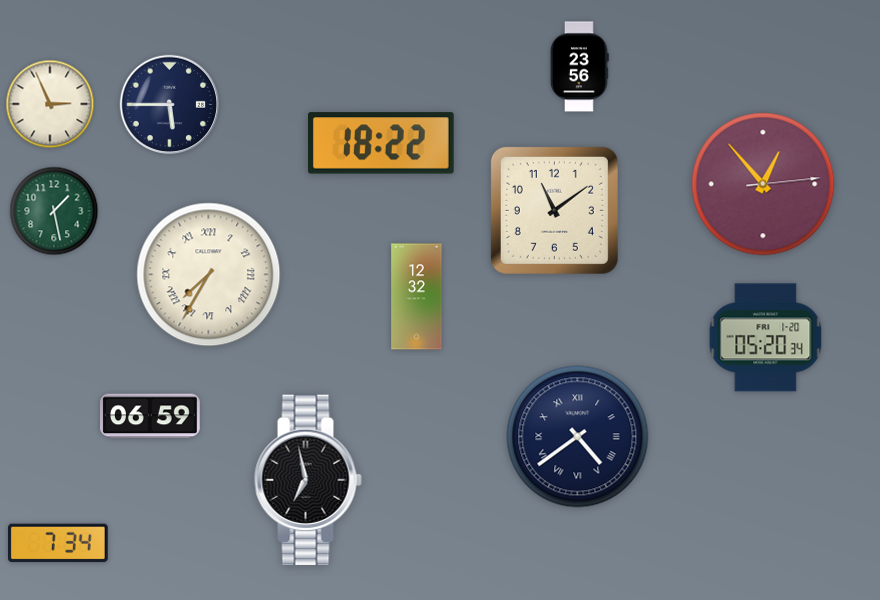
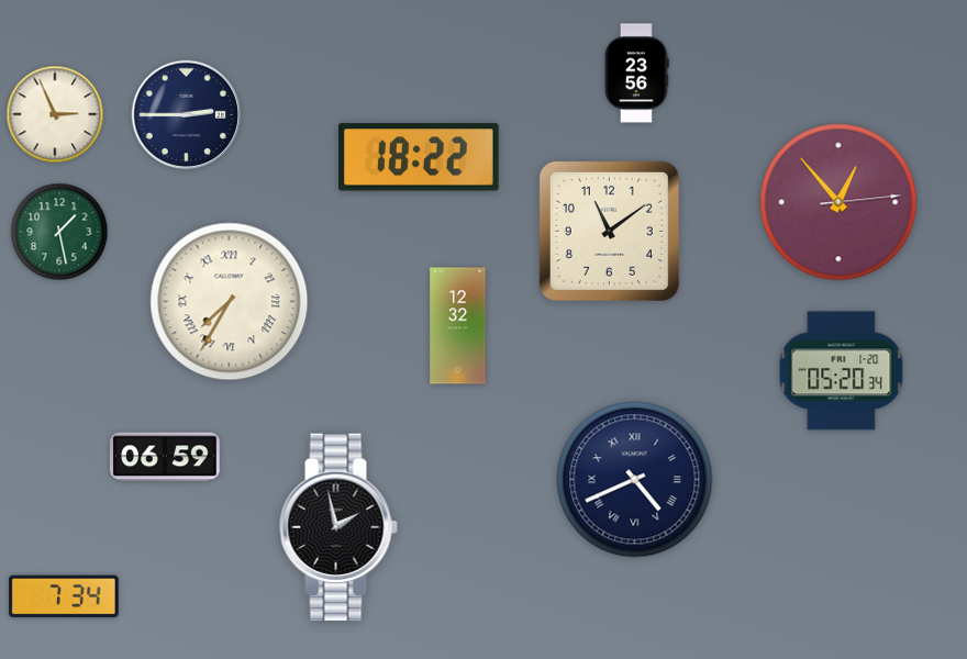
clock at (170, 105): 5:45 -> 2:45
clock at (578, 437): 4:39 -> 4:41
clock at (308, 480): 6:58 -> 1:58
